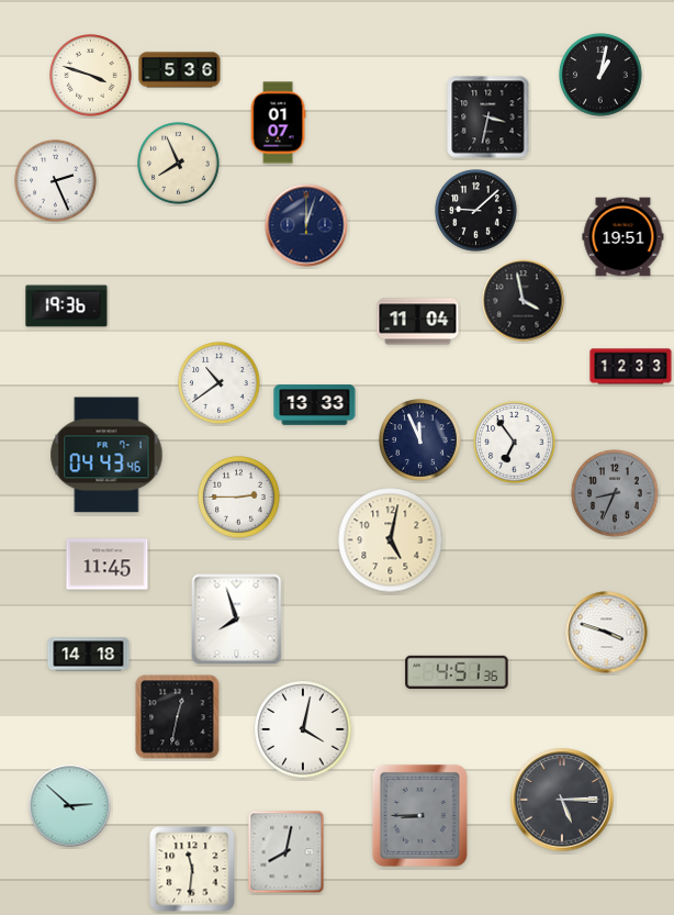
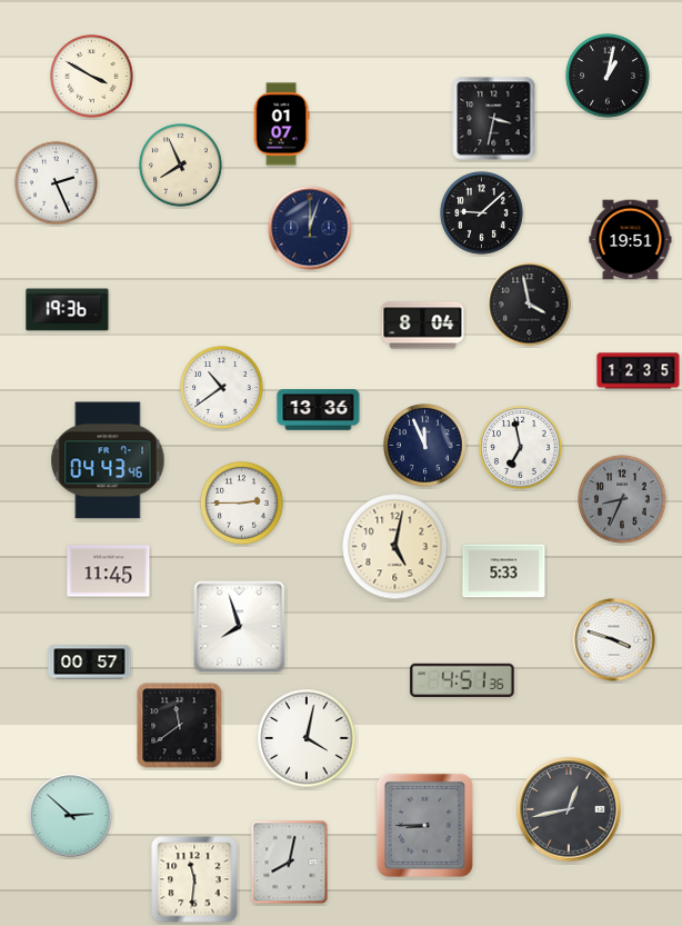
clock at (180, 70): 5:36 -> none
clock at (91, 76): 3:48 -> 3:50
clock at (418, 322): 11:04 -> 8:04
clock at (631, 367): 12:33 -> 12:35
clock at (315, 405): 13:33 -> 13:36
clock at (515, 443): 6:54 -> 6:58
clock at (504, 571): none -> 5:33
clock at (89, 655): 14:18 -> 00:57
clock at (178, 717): 12:32 -> 11:39
clock at (562, 800): 5:15 -> 12:43
